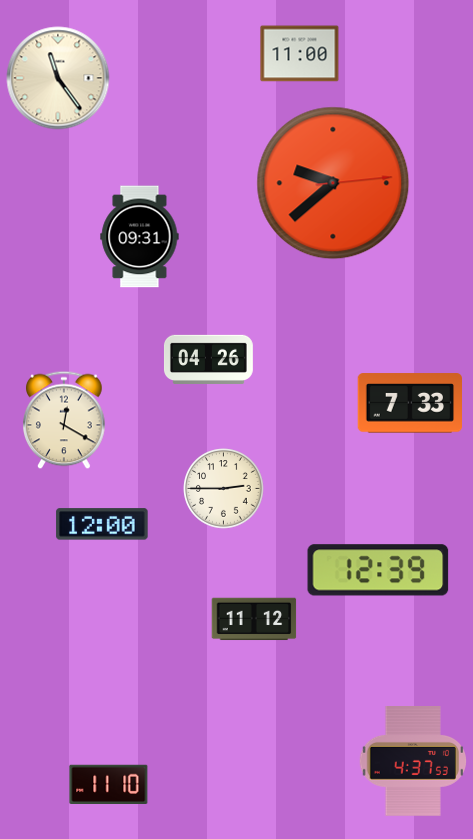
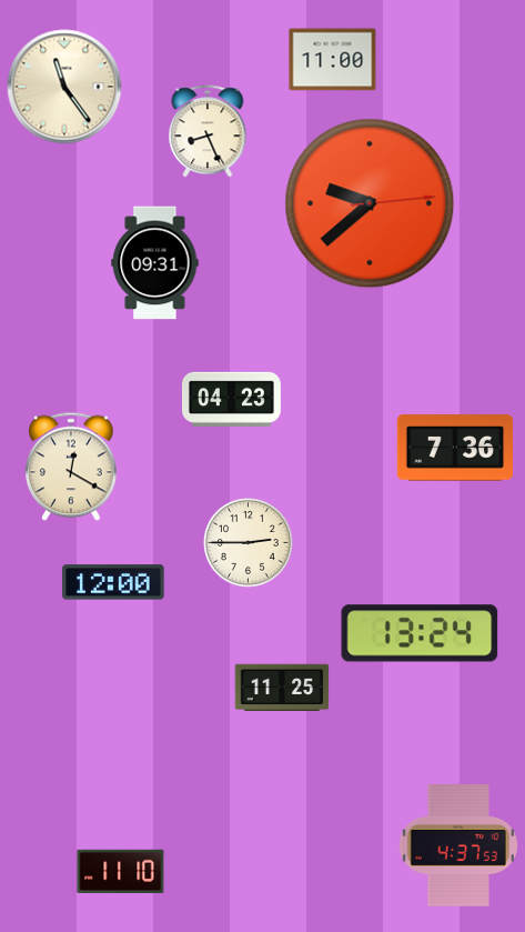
clock at (208, 131): none -> 8:26
clock at (208, 359): 04:26 -> 04:23
clock at (409, 403): 7:33 -> 7:36
clock at (378, 570): 12:39 -> 13:24
clock at (254, 619): 11:12 -> 11:25
